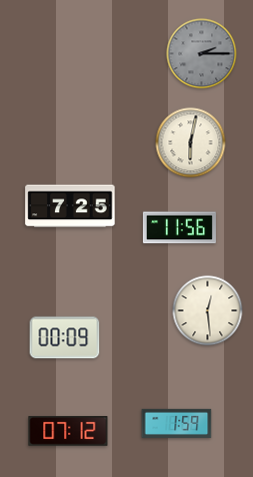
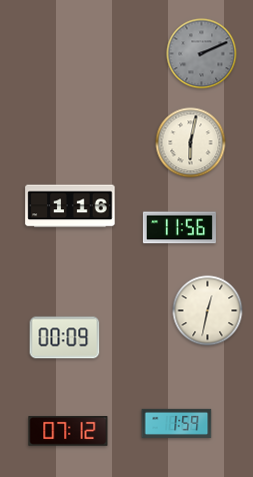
clock at (202, 54): 2:15 -> 2:11
clock at (70, 206): 7:25 -> 1:16
clock at (208, 311): 12:29 -> 12:32
